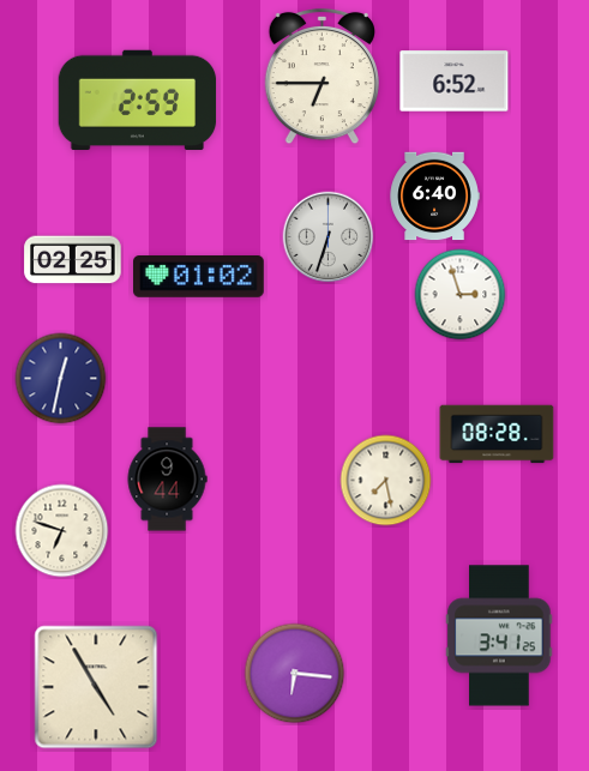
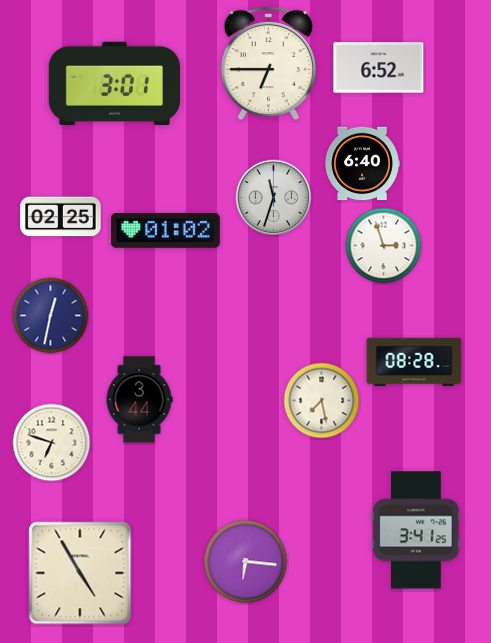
clock at (138, 100): 2:59 -> 3:01
clock at (329, 237): 6:33 -> 11:33
clock at (167, 480): 9:44 -> 3:44
